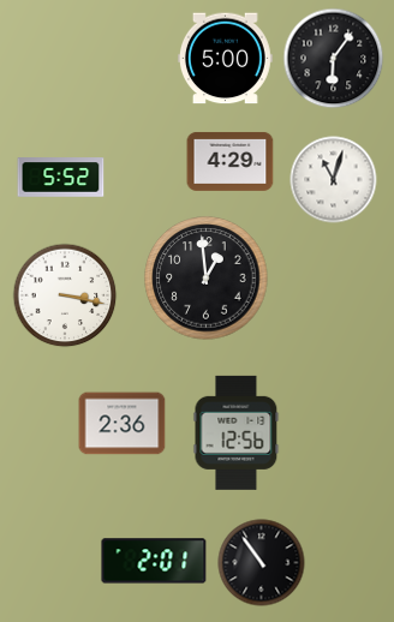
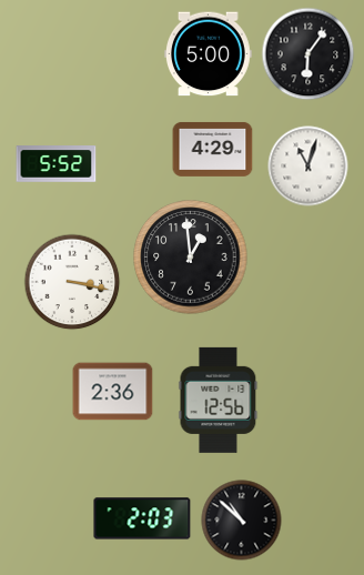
clock at (65, 295) position: (65, 295) -> (72, 282)
clock at (154, 561): 2:01 -> 2:03
clock at (262, 563): 10:54 -> 10:52
